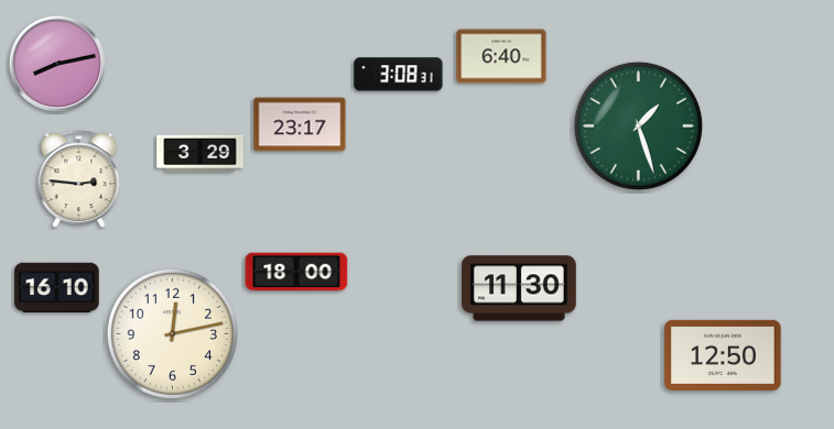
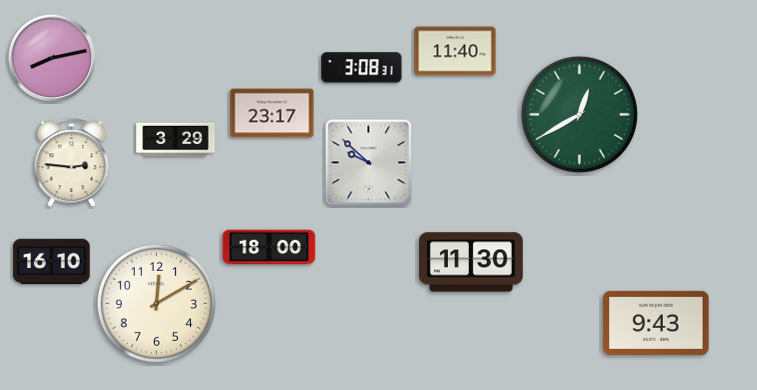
clock at (501, 56): 6:40 -> 11:40
clock at (638, 125): 1:27 -> 12:40
clock at (201, 154) position: (201, 154) -> (176, 140)
clock at (369, 163): none -> 9:52
clock at (172, 333): 12:13 -> 12:10
clock at (723, 355): 12:50 -> 9:43
